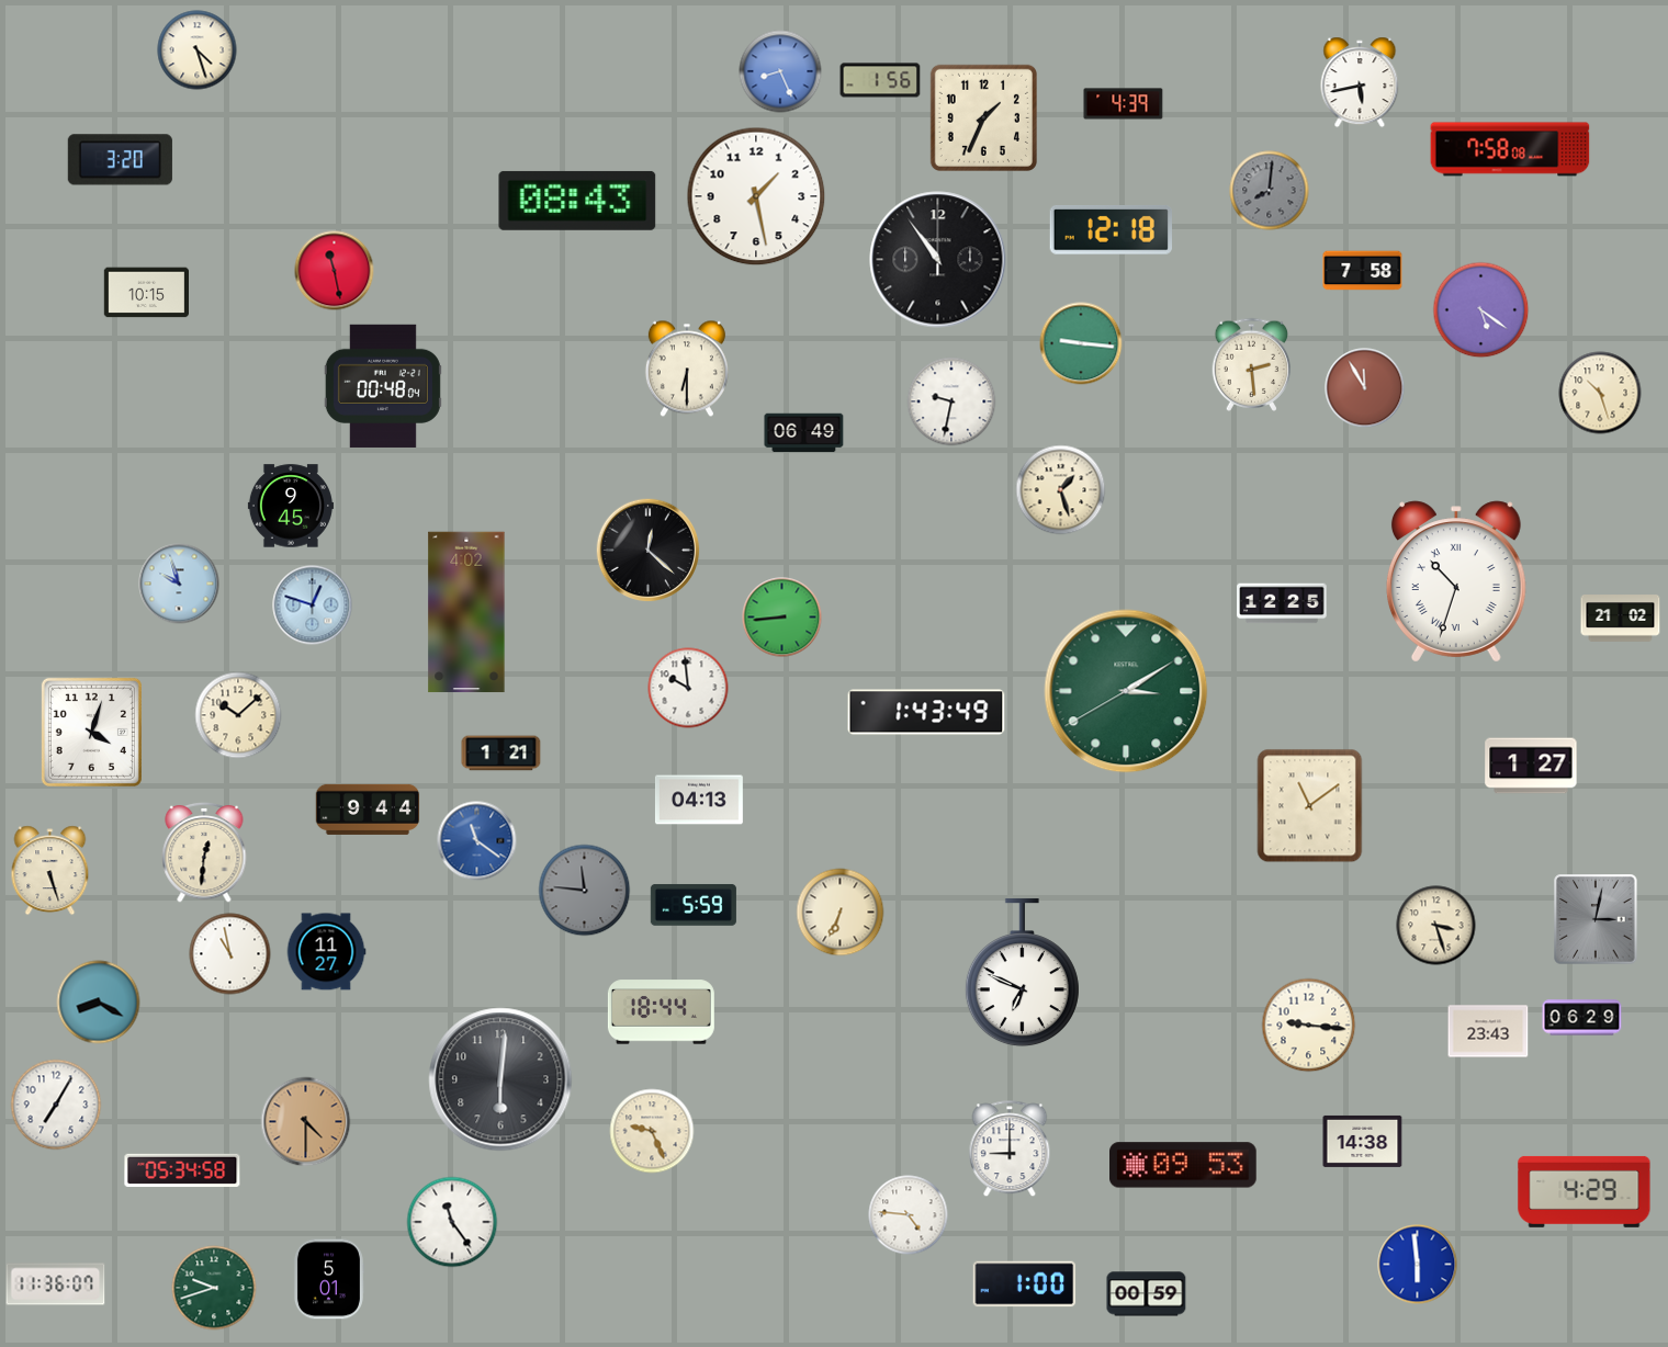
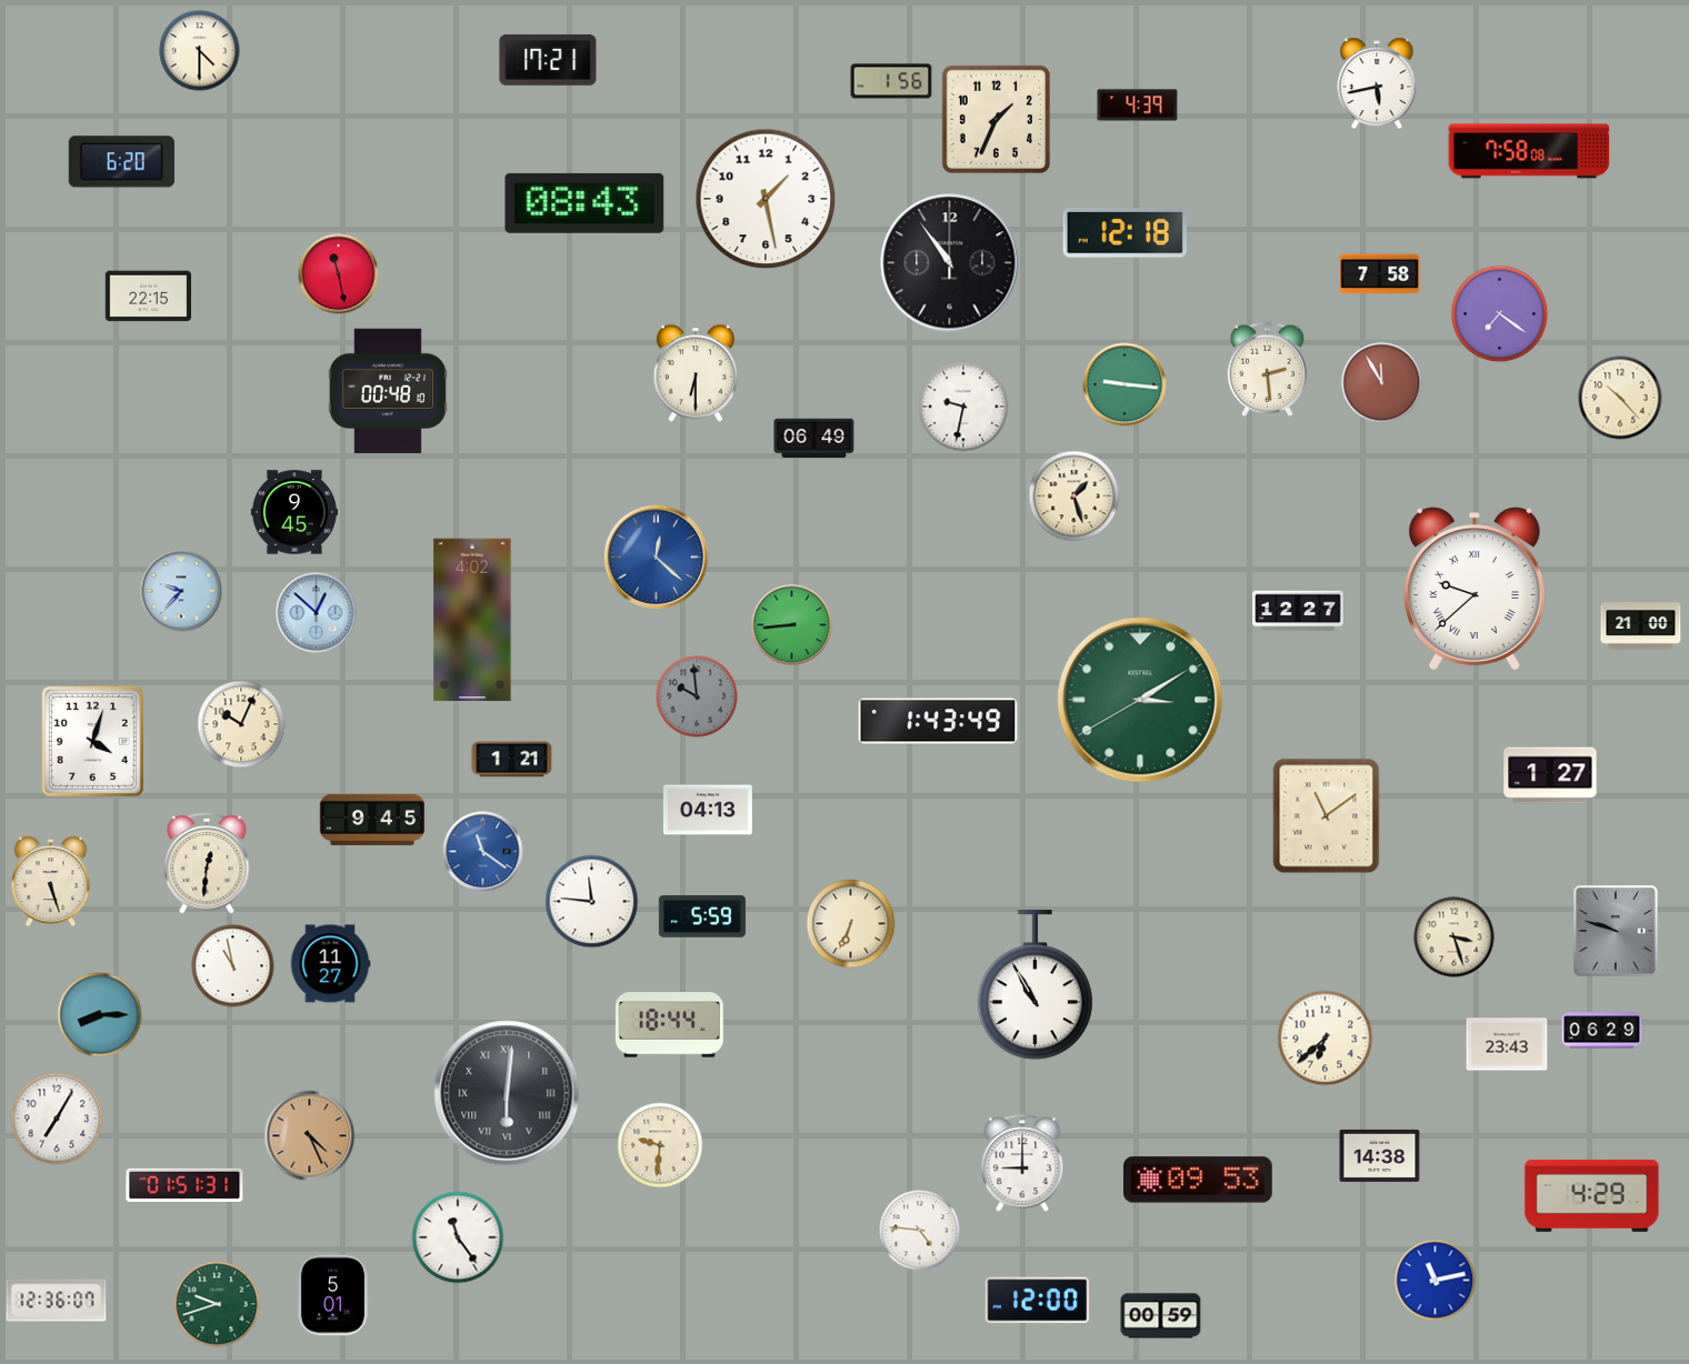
clock at (198, 50): 4:27 -> 4:30
clock at (548, 60): none -> 17:21
clock at (780, 71): 8:26 -> none
clock at (120, 160): 3:20 -> 6:20
clock at (1270, 191): 8:01 -> none
clock at (146, 293): 10:15 -> 22:15
clock at (1481, 310): 5:21 -> 7:21
clock at (1081, 343) position: (1081, 343) -> (1125, 384)
clock at (383, 386): 00:48:04 -> 00:48:10
clock at (1365, 388) position: (1365, 388) -> (1382, 383)
clock at (1600, 393): 10:27 -> 10:23
clock at (649, 551) dial: black -> blue
clock at (1456, 581): 10:33 -> 9:38
clock at (179, 584): 9:57 -> 9:37
clock at (1282, 603): 12:25 -> 12:27
clock at (313, 605): 12:48 -> 12:52
clock at (1621, 619): 21:02 -> 21:00
clock at (688, 688) dial: white -> grey
clock at (238, 715): 10:08 -> 10:04
clock at (501, 754) position: (501, 754) -> (512, 760)
clock at (368, 810): 9:44 -> 9:45
clock at (585, 891) dial: grey -> white
clock at (1596, 919): 3:02 -> 9:48
clock at (1022, 973): 6:49 -> 10:55
clock at (99, 1003): 8:20 -> 8:15
clock at (1309, 1026): 9:16 -> 6:38
clock at (500, 1079) numerals: Arabic -> Roman
clock at (306, 1122): 4:30 -> 4:26
clock at (652, 1131): 9:26 -> 9:31
clock at (182, 1170): 05:34 -> 01:51
clock at (1585, 1191) position: (1585, 1191) -> (1592, 1195)
clock at (1418, 1265): 5:59 -> 11:13
clock at (56, 1284): 11:36 -> 12:36
clock at (1025, 1284): 1:00 -> 12:00
clock at (1147, 1294) position: (1147, 1294) -> (1161, 1316)
